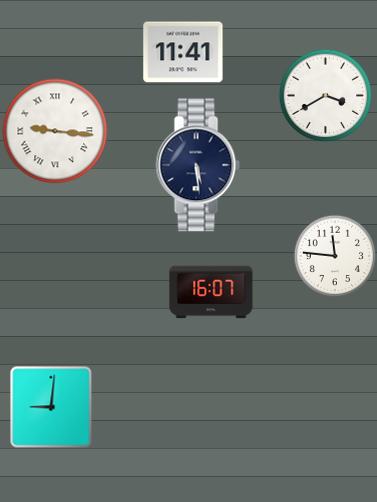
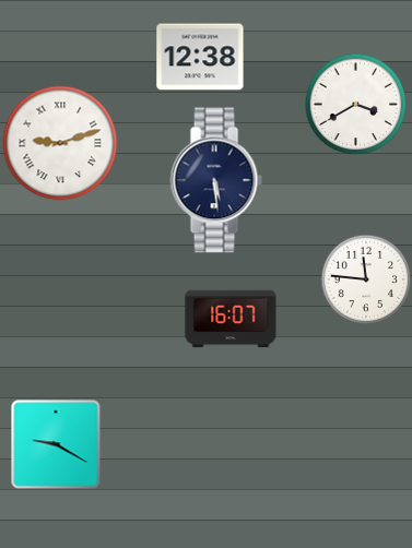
clock at (183, 52): 11:41 -> 12:38
clock at (55, 131): 9:16 -> 9:12
clock at (51, 407): 9:01 -> 9:20
